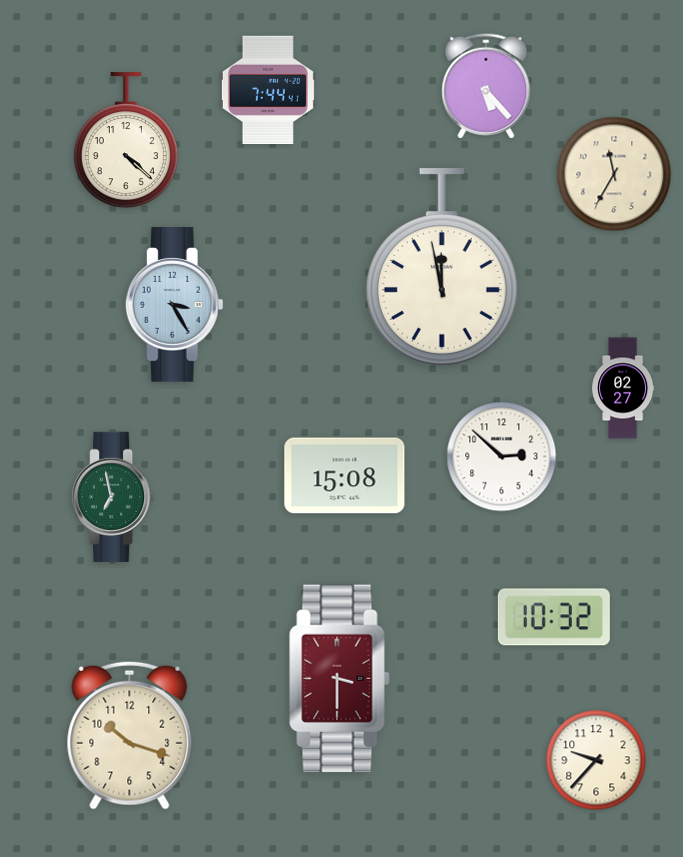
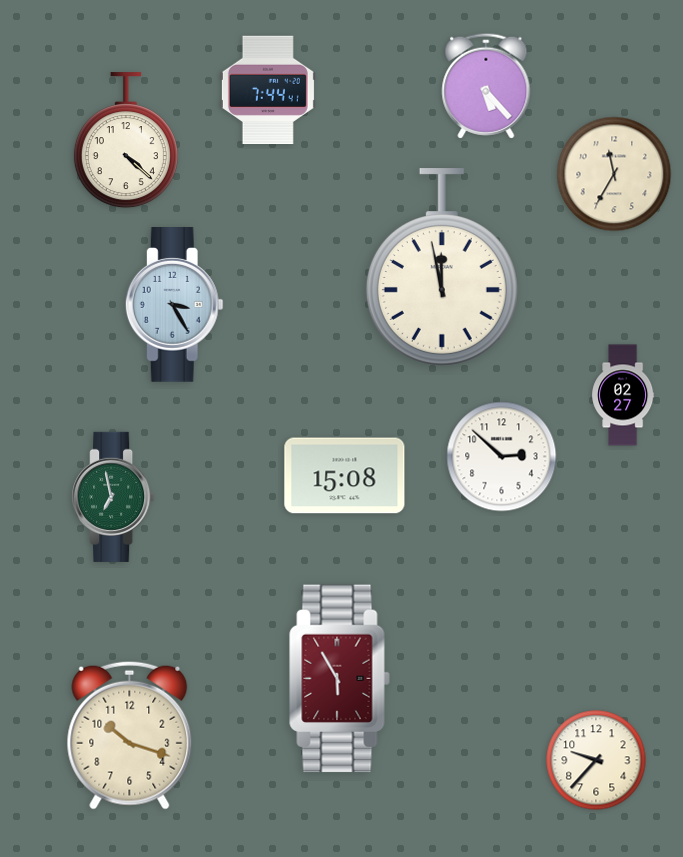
clock at (623, 388) position: (623, 388) -> (623, 395)
clock at (554, 617): 10:32 -> none
clock at (340, 679): 3:30 -> 5:55
